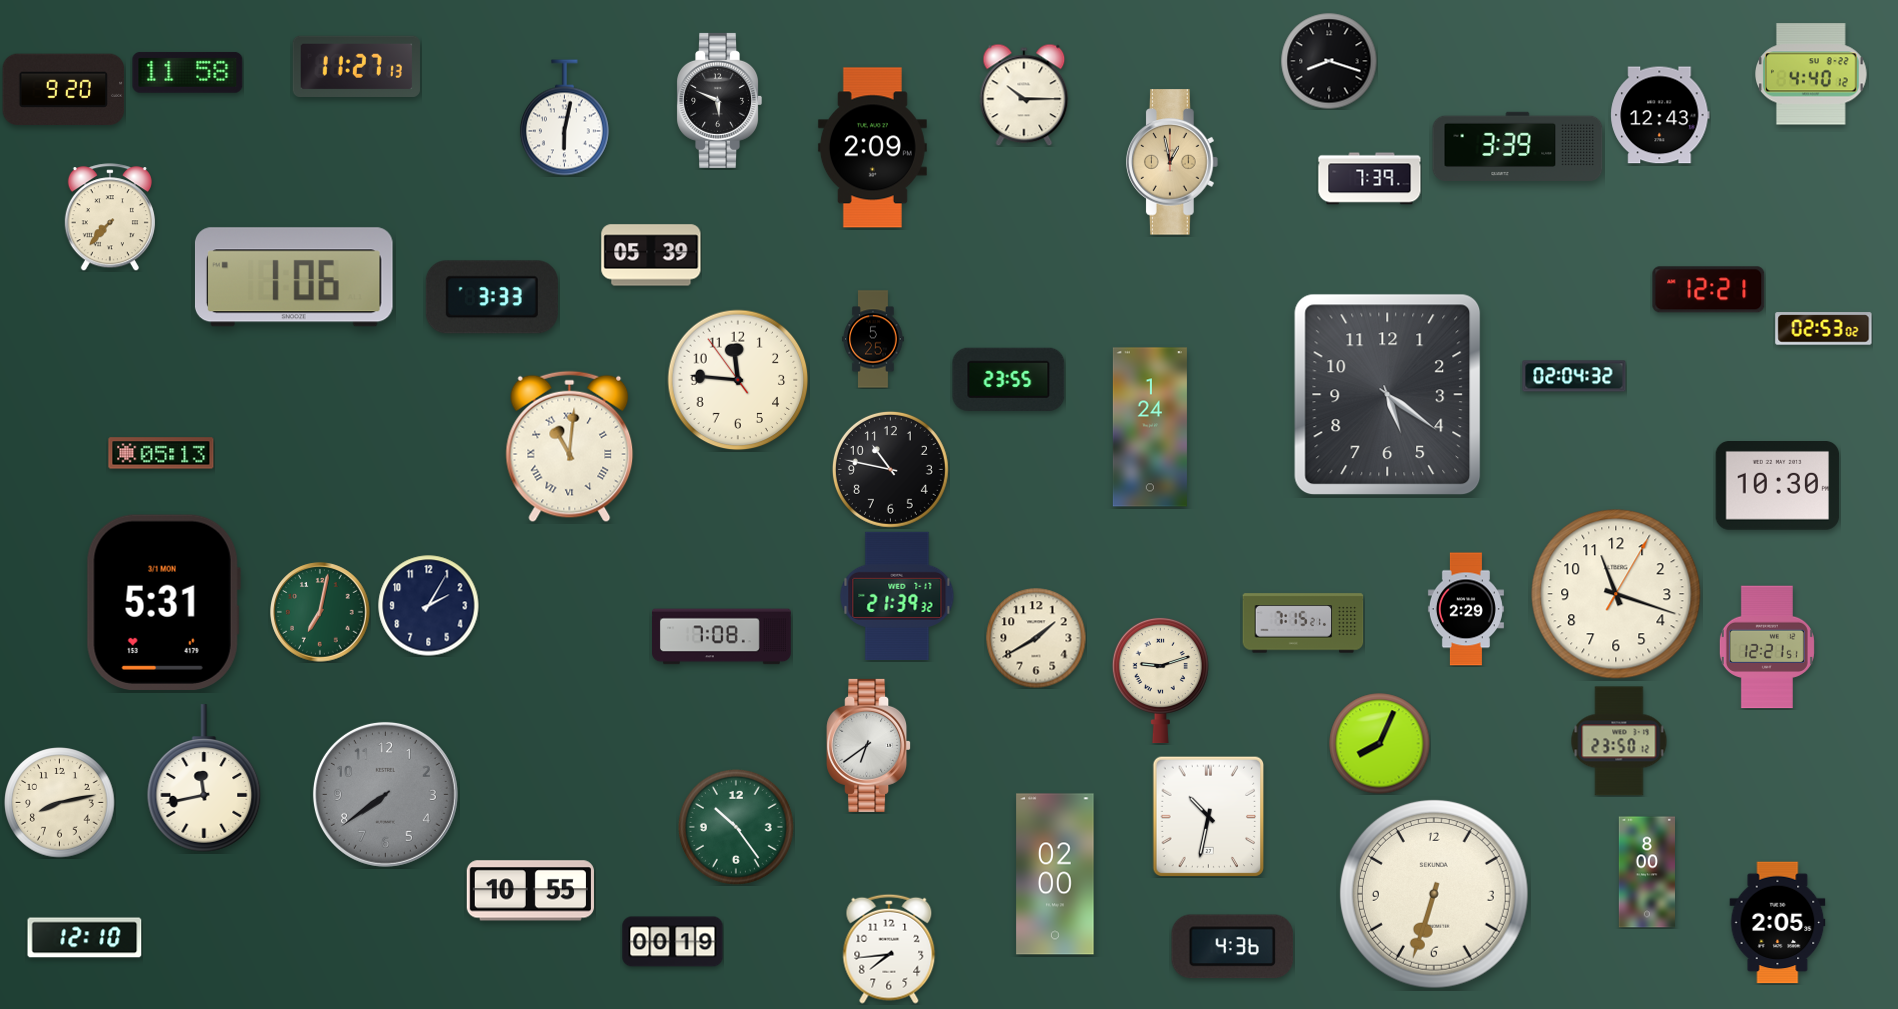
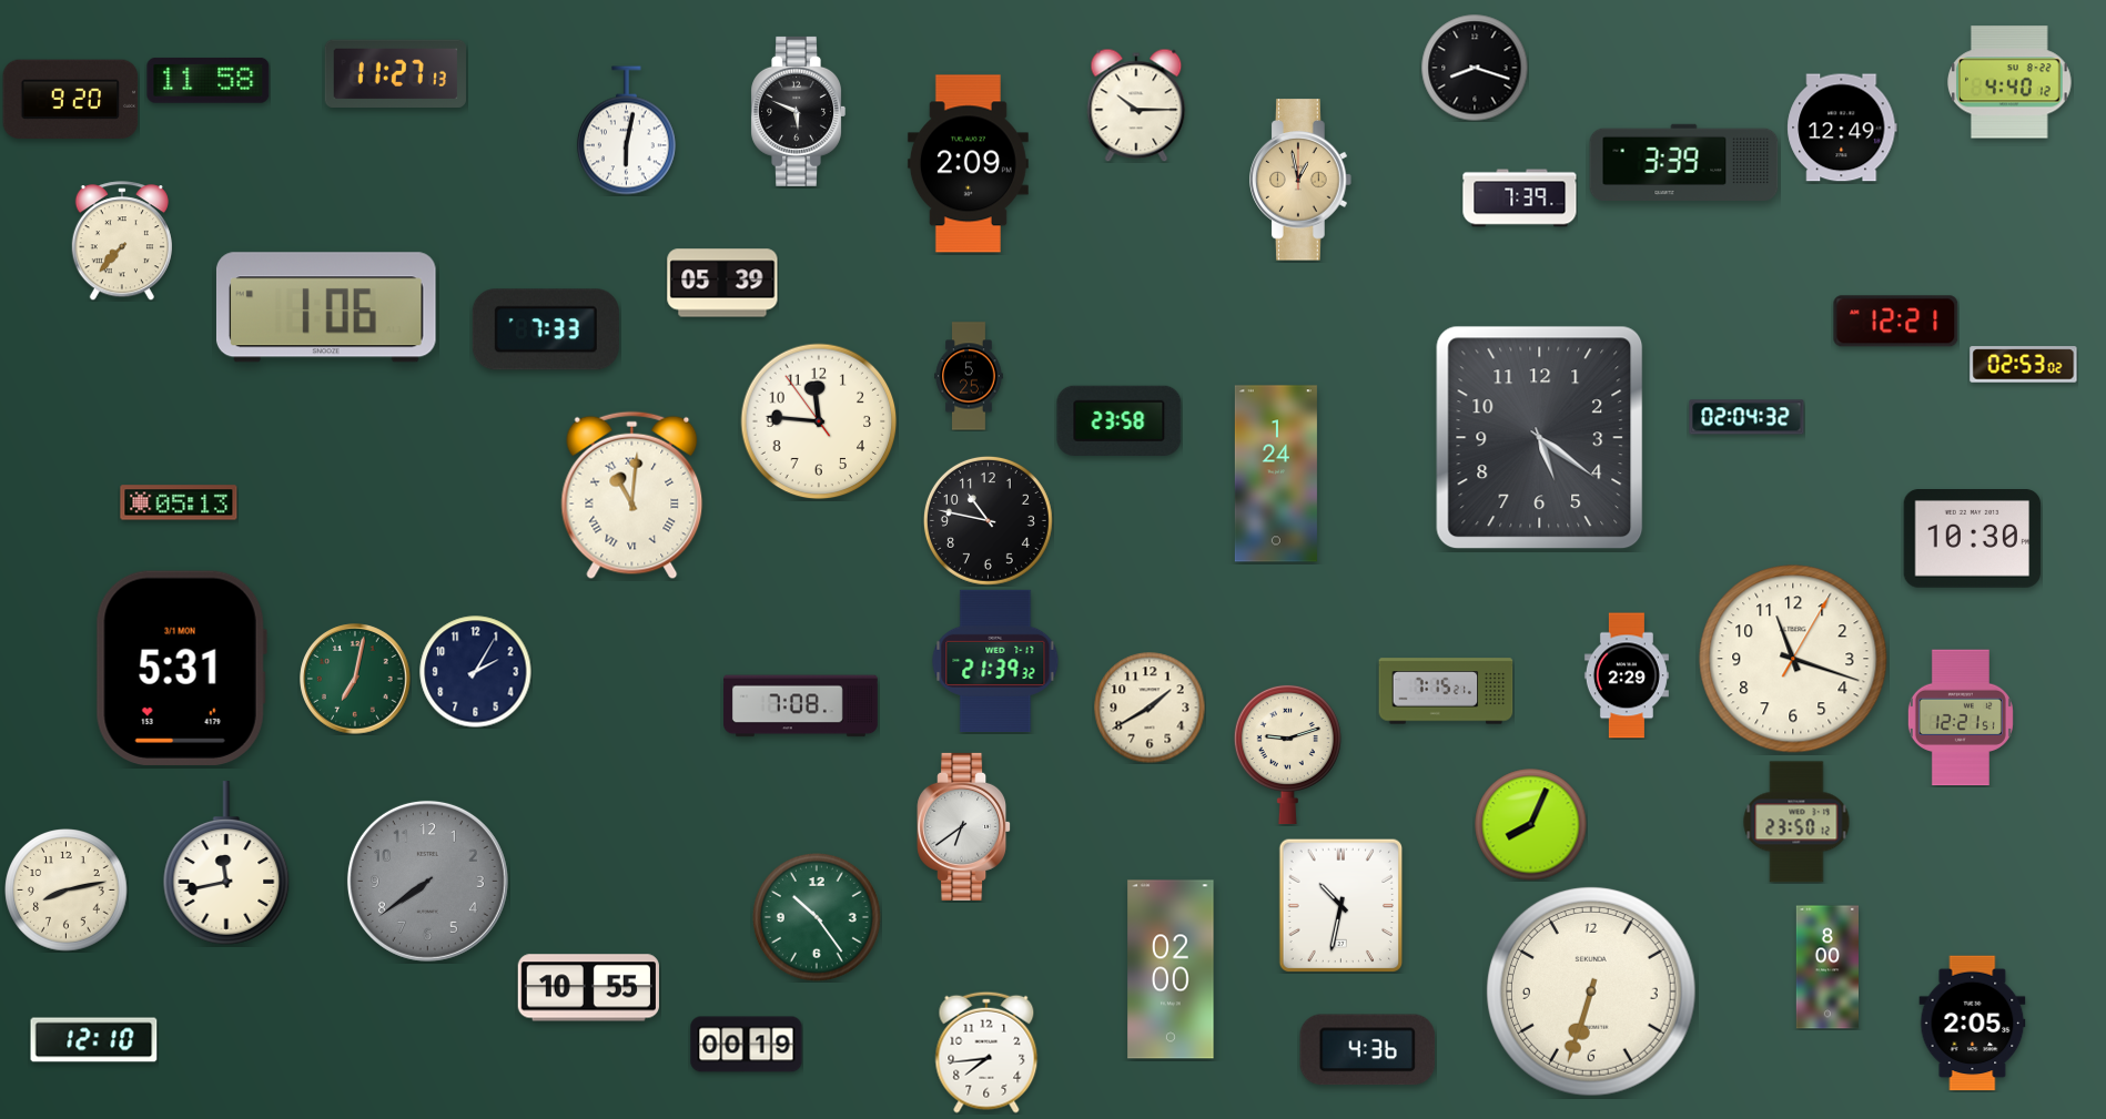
clock at (1660, 115): 12:43 -> 12:49
clock at (492, 297): 3:33 -> 7:33
clock at (1009, 379): 23:55 -> 23:58
